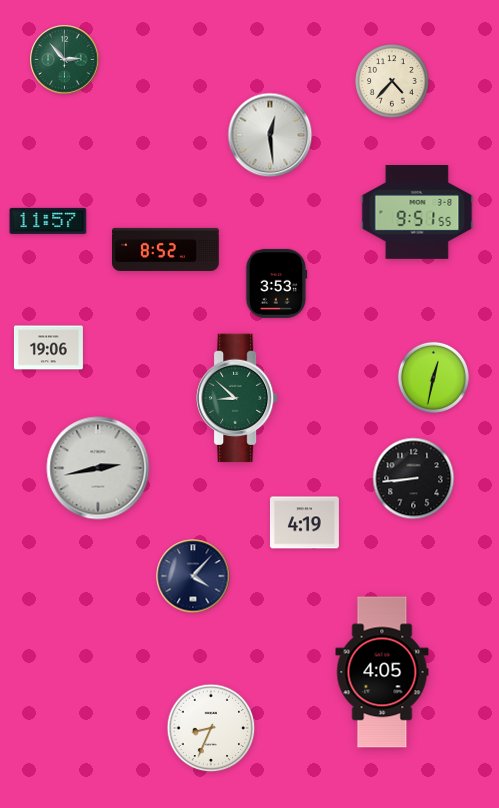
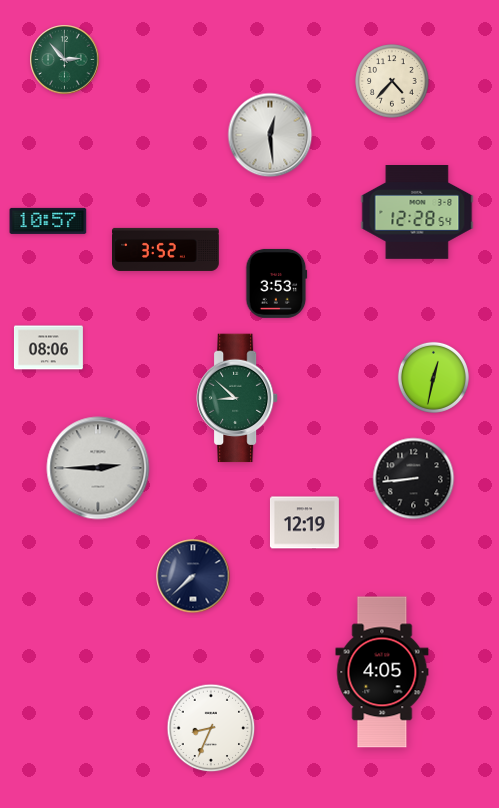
clock at (417, 213): 9:51 -> 12:28
clock at (48, 221): 11:57 -> 10:57
clock at (166, 249): 8:52 -> 3:52
clock at (48, 348): 19:06 -> 08:06
clock at (98, 468): 2:43 -> 2:45
clock at (304, 523): 4:19 -> 12:19
clock at (193, 576): 4:07 -> 7:38
